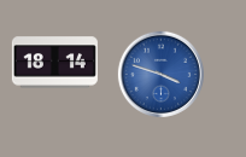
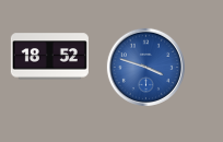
clock at (54, 63): 18:14 -> 18:52
